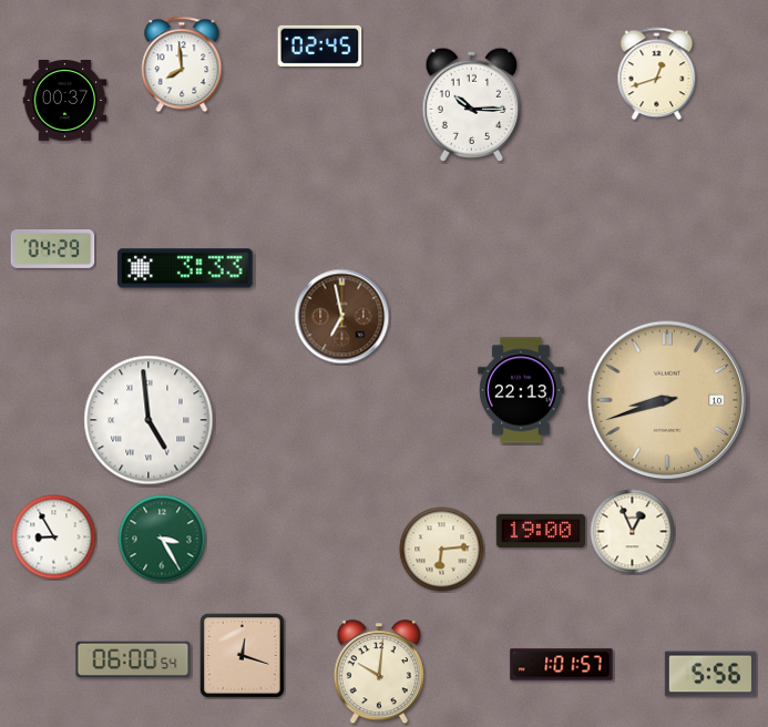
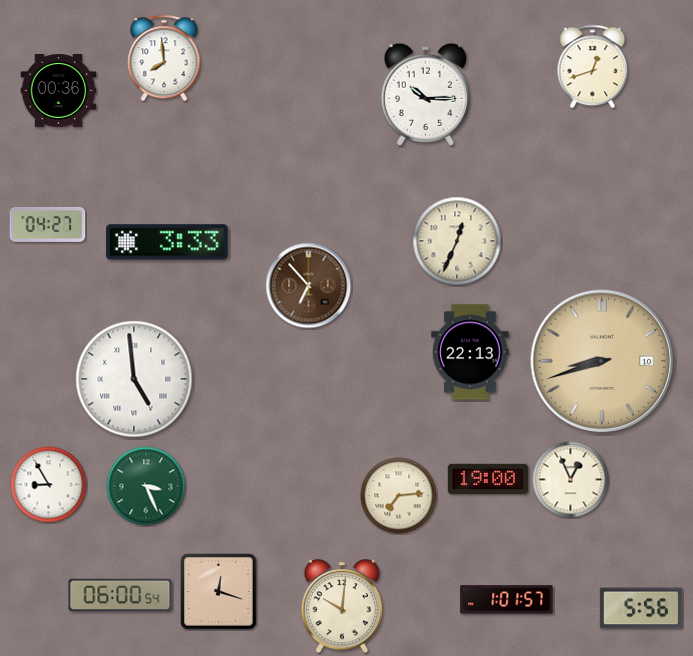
clock at (320, 45): 02:45 -> none
clock at (65, 101): 00:37 -> 00:36
clock at (53, 248): 04:29 -> 04:27
clock at (457, 241): none -> 12:34
clock at (342, 317): 6:58 -> 6:53
clock at (162, 539): 3:25 -> 3:26
clock at (442, 550): 6:14 -> 7:14
